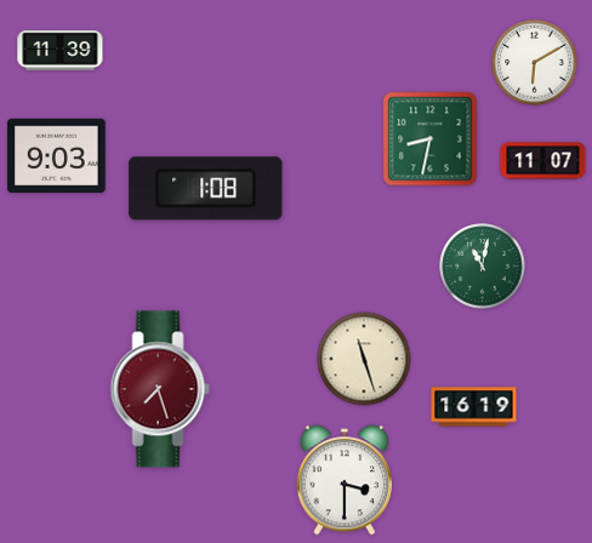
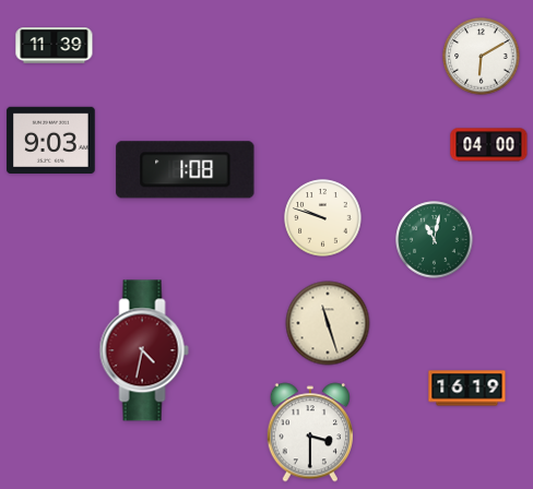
clock at (431, 139): 8:32 -> none
clock at (543, 161): 11:07 -> 04:00
clock at (323, 218): none -> 9:48
clock at (160, 389): 7:27 -> 4:32
clock at (474, 407) position: (474, 407) -> (467, 389)
